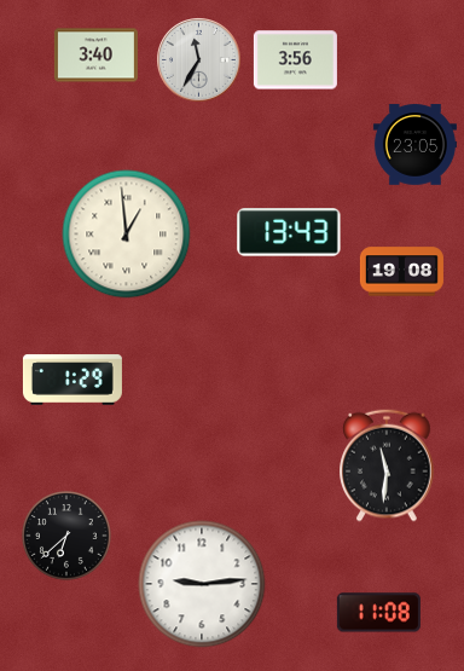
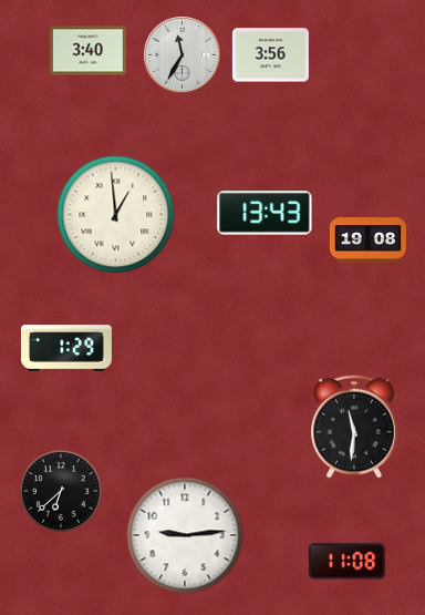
clock at (414, 145): 23:05 -> none
clock at (401, 272) position: (401, 272) -> (367, 240)
